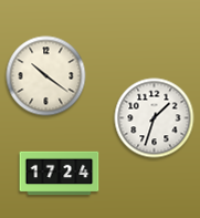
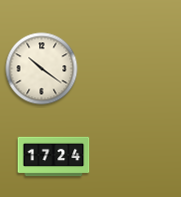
clock at (155, 118): 1:33 -> none
